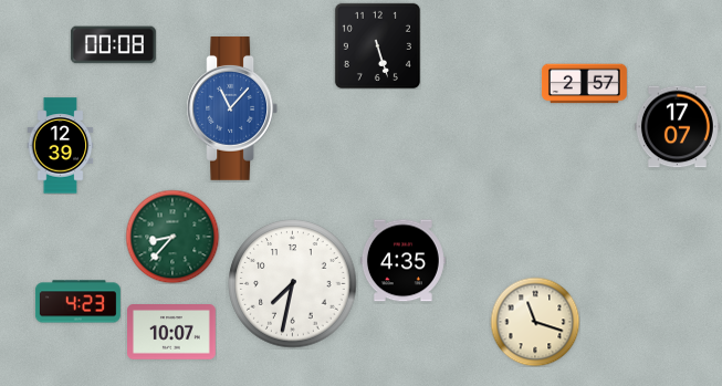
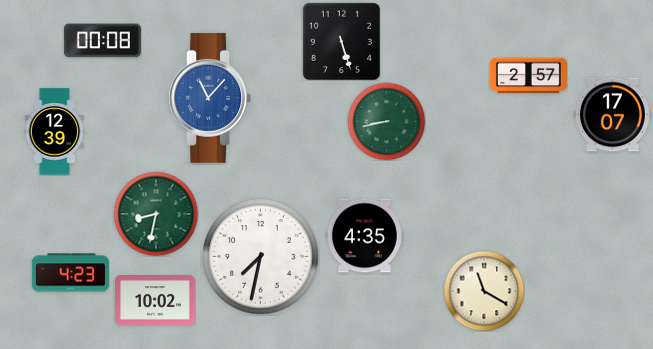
clock at (386, 121): none -> 8:43
clock at (172, 237): 8:37 -> 8:32
clock at (293, 284) position: (293, 284) -> (261, 257)
clock at (535, 322): 11:18 -> 11:20
clock at (172, 332): 10:07 -> 10:02
